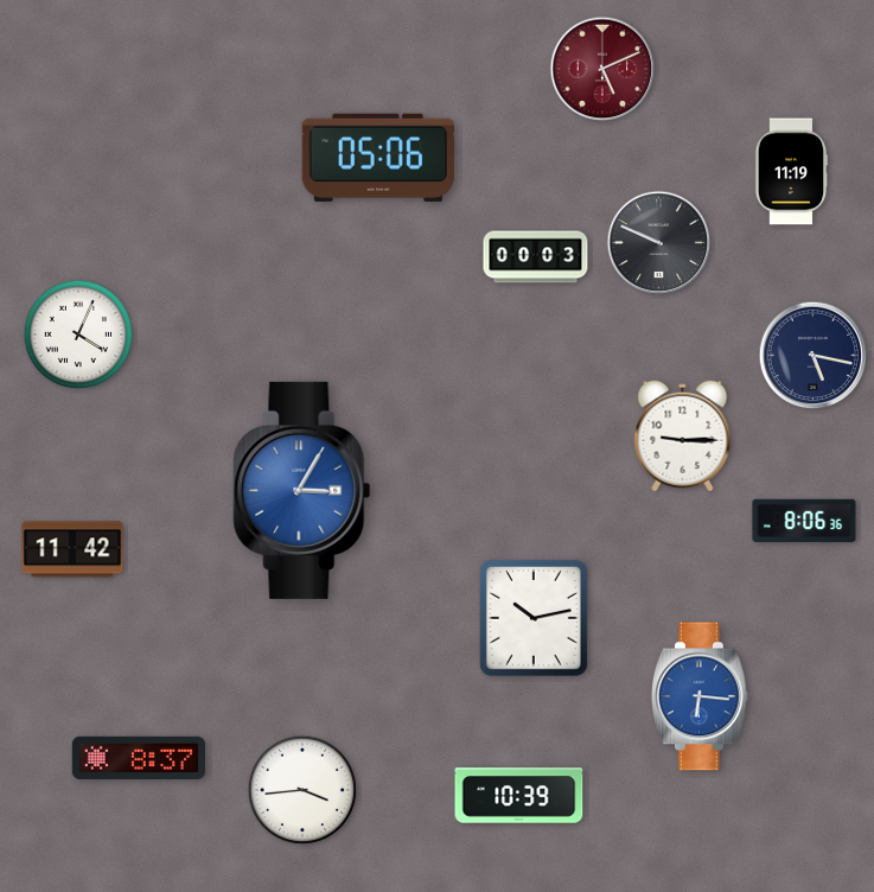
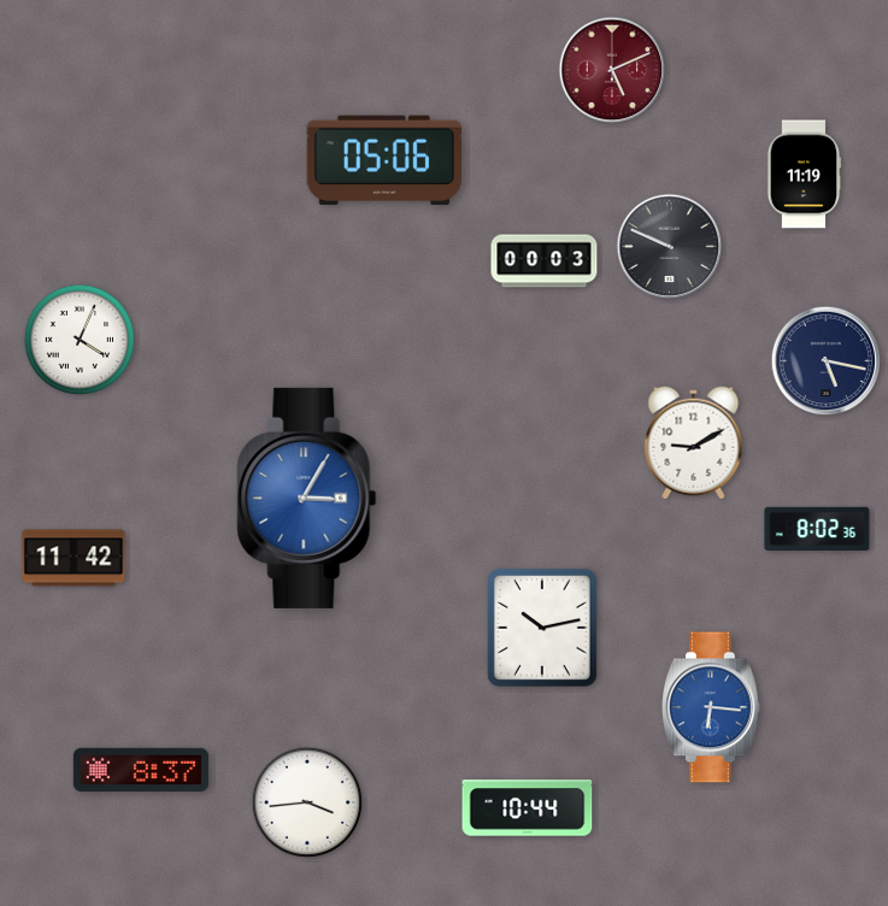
clock at (683, 437): 9:15 -> 9:10
clock at (804, 520): 8:06 -> 8:02
clock at (519, 796): 10:39 -> 10:44
